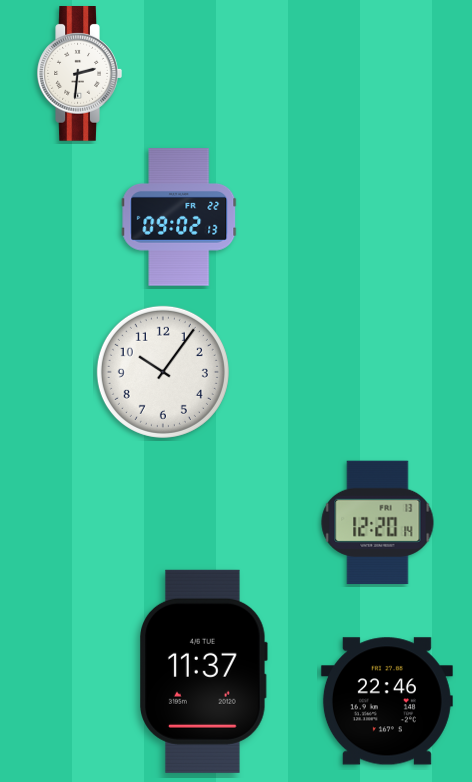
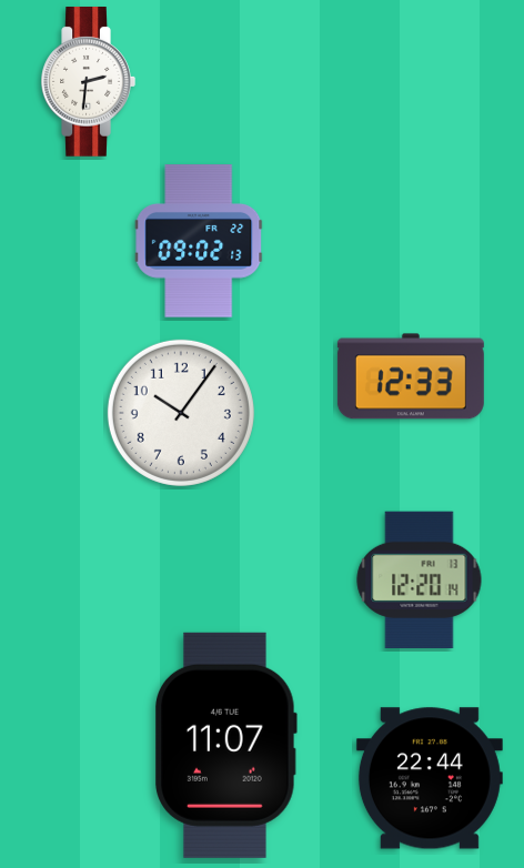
clock at (411, 376): none -> 12:33
clock at (204, 671): 11:37 -> 11:07
clock at (387, 701): 22:46 -> 22:44
